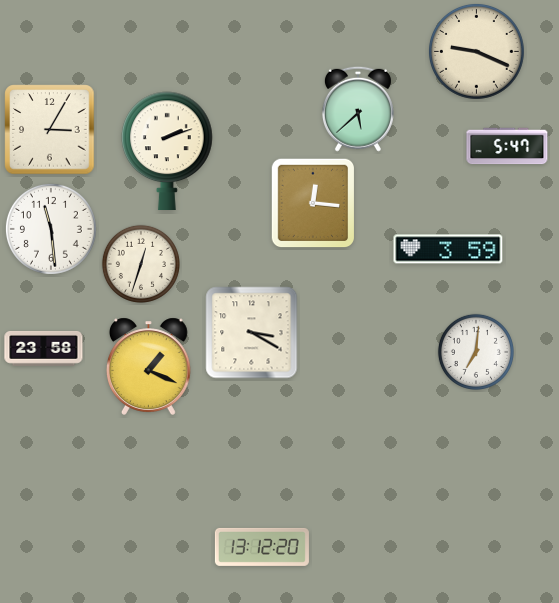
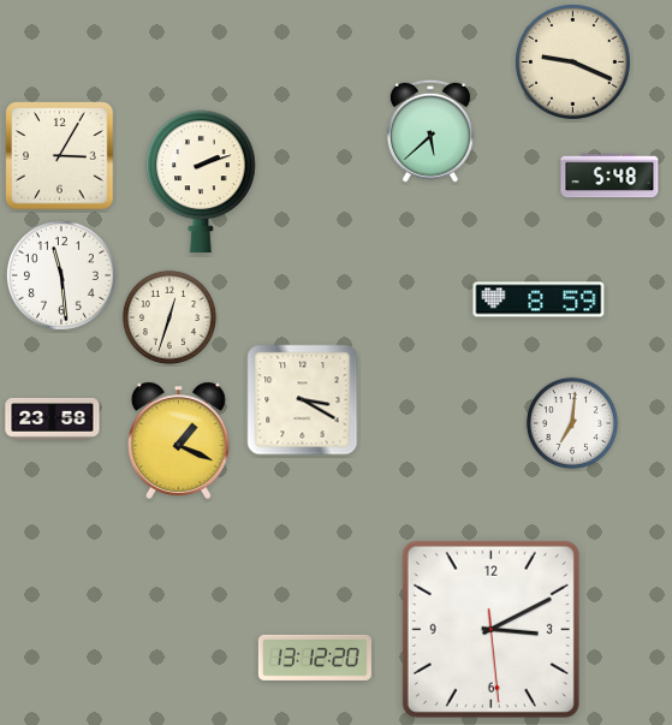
clock at (507, 146): 5:47 -> 5:48
clock at (313, 203): 12:16 -> none
clock at (448, 249): 3:59 -> 8:59
clock at (490, 629): none -> 3:10
